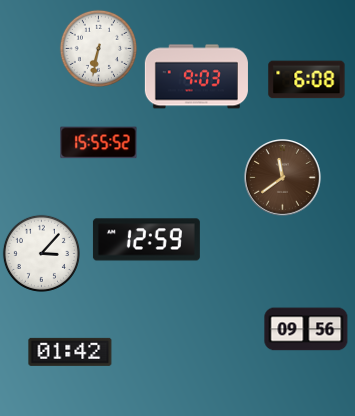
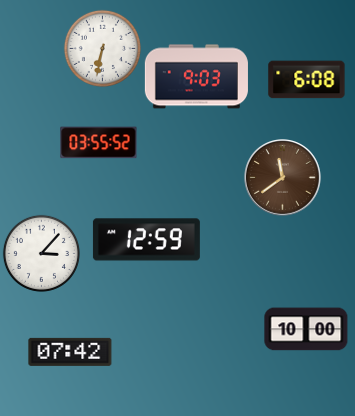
clock at (98, 48) position: (98, 48) -> (102, 48)
clock at (99, 143): 15:55 -> 03:55
clock at (306, 329): 09:56 -> 10:00
clock at (70, 352): 01:42 -> 07:42
